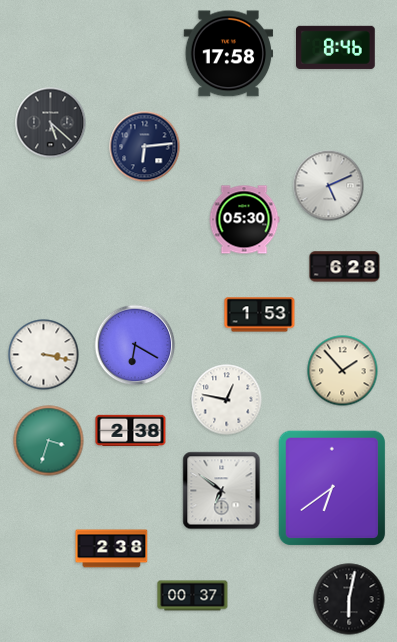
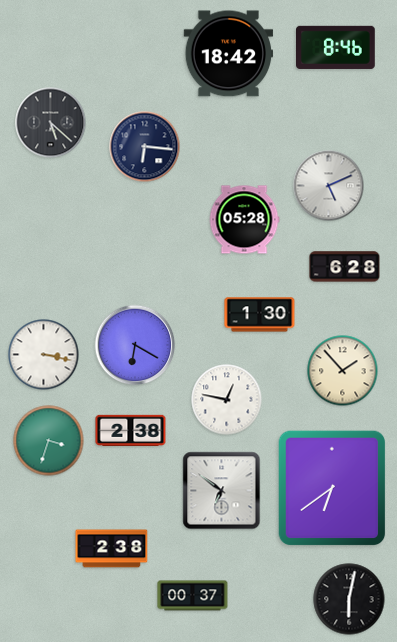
clock at (229, 54): 17:58 -> 18:42
clock at (145, 147): 6:14 -> 6:16
clock at (244, 220): 05:30 -> 05:28
clock at (260, 315): 1:53 -> 1:30
